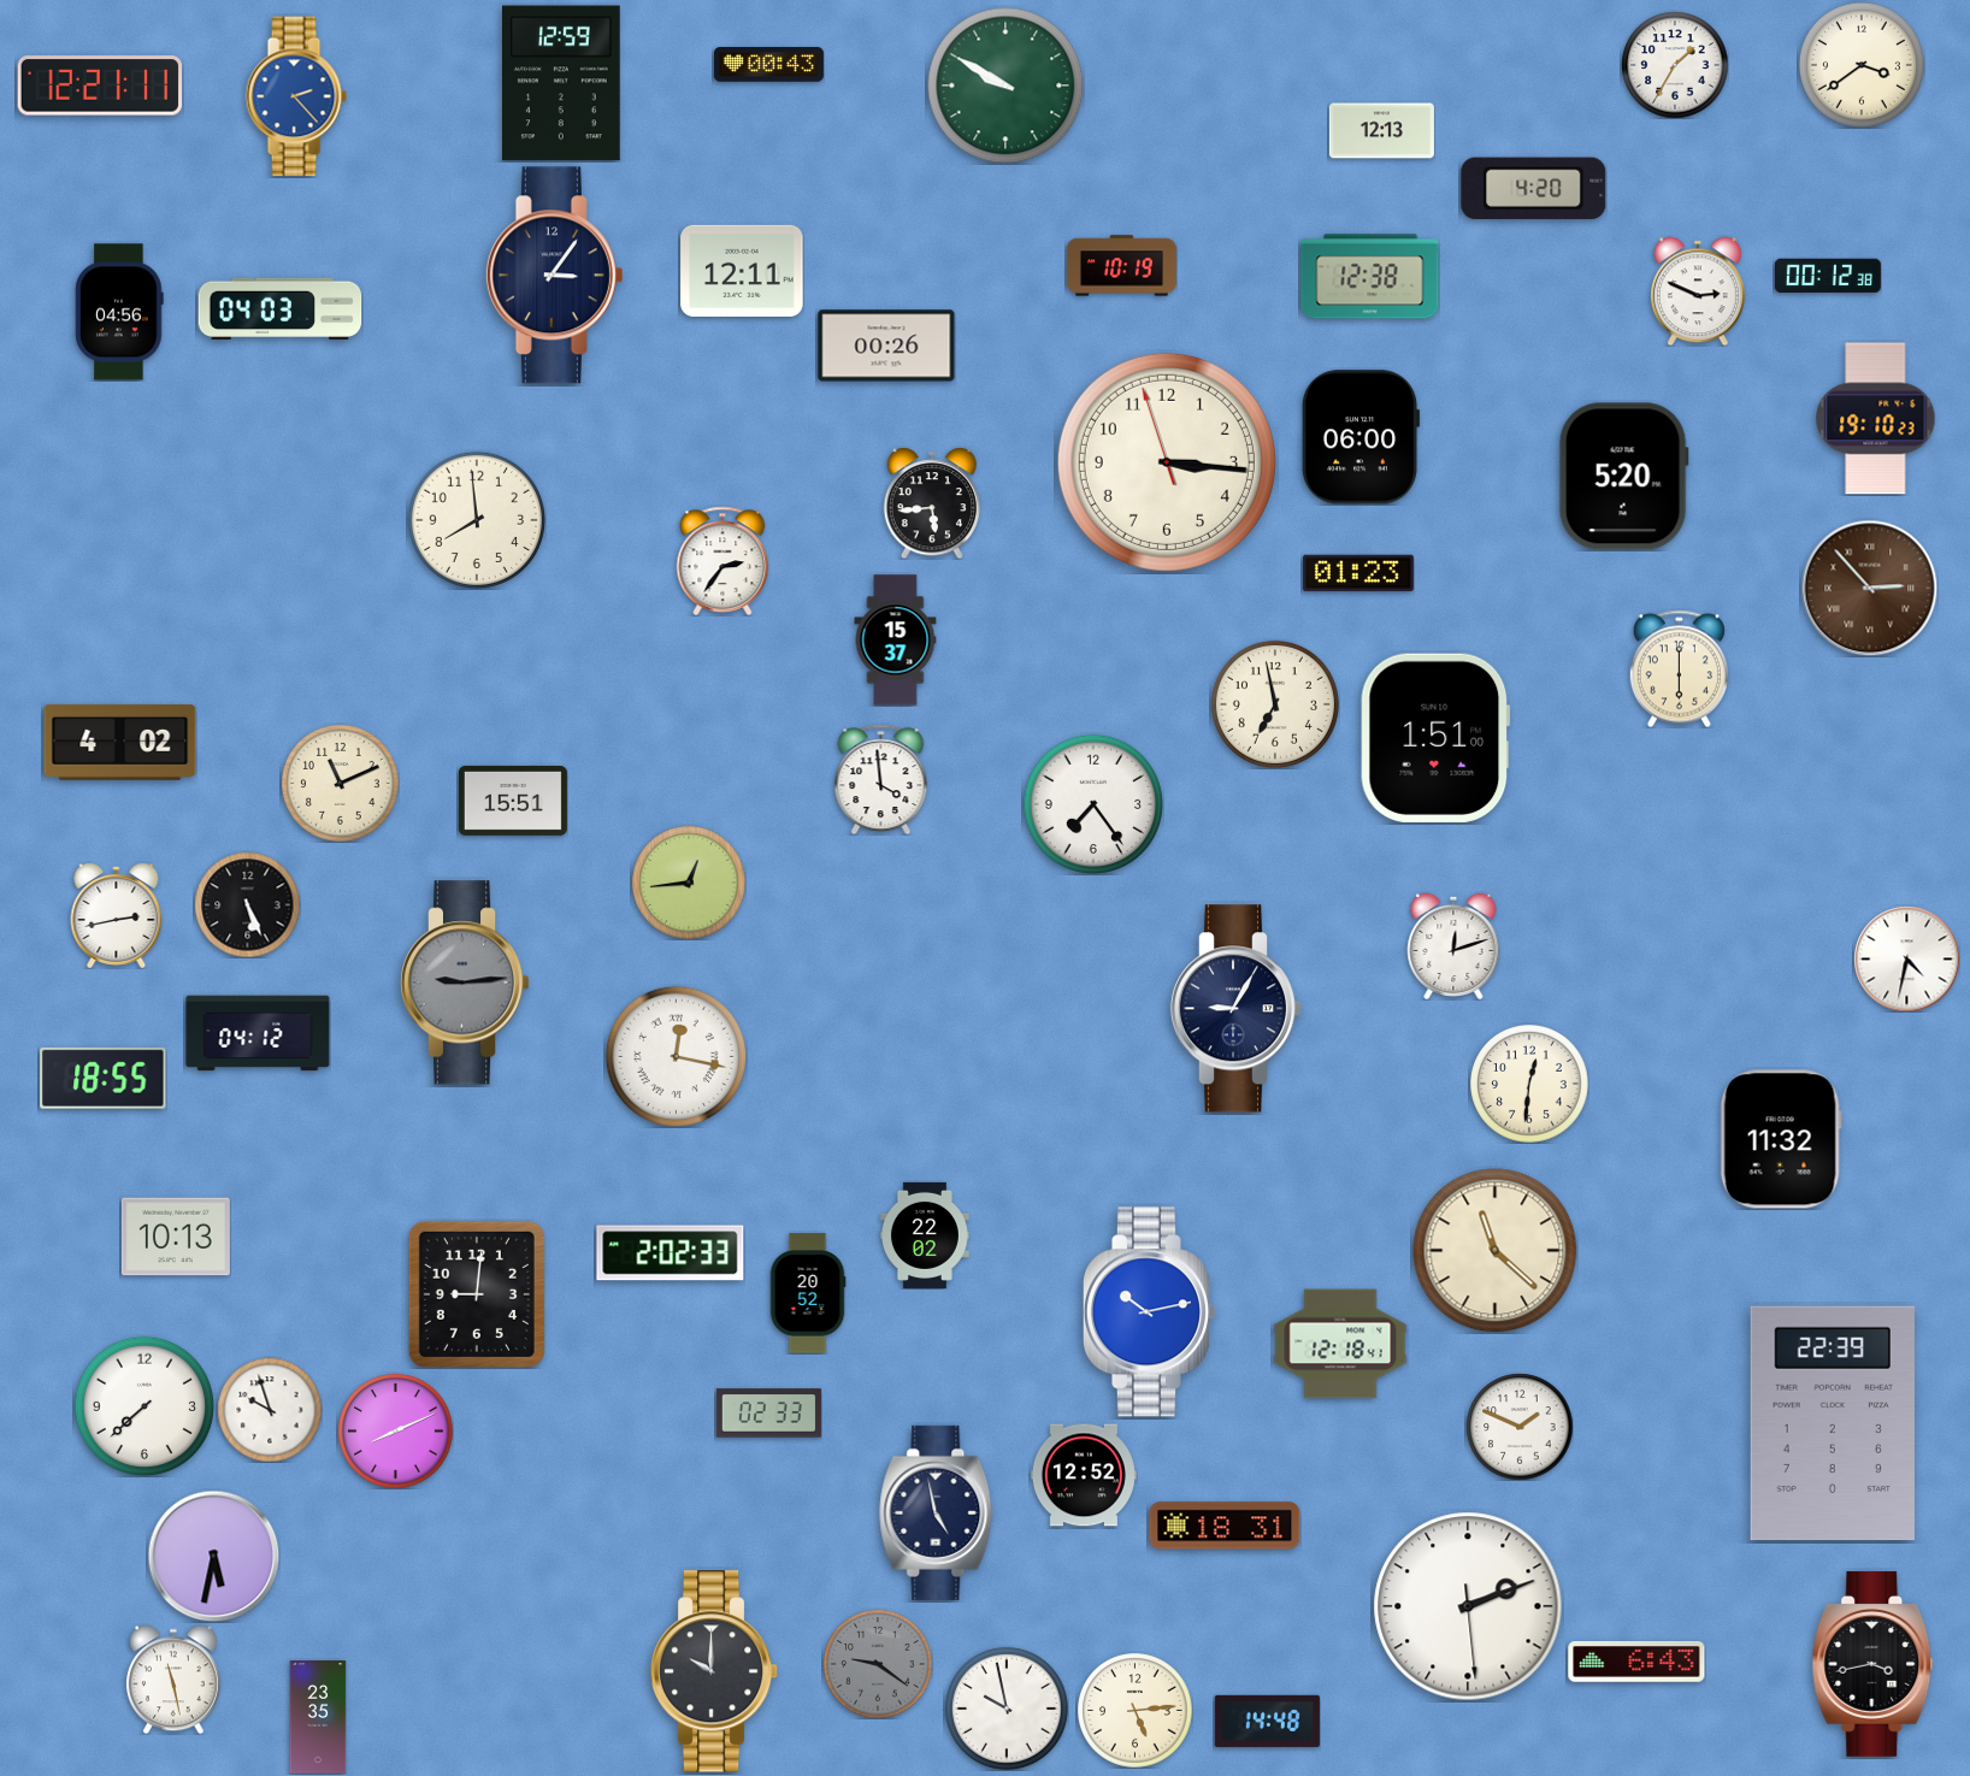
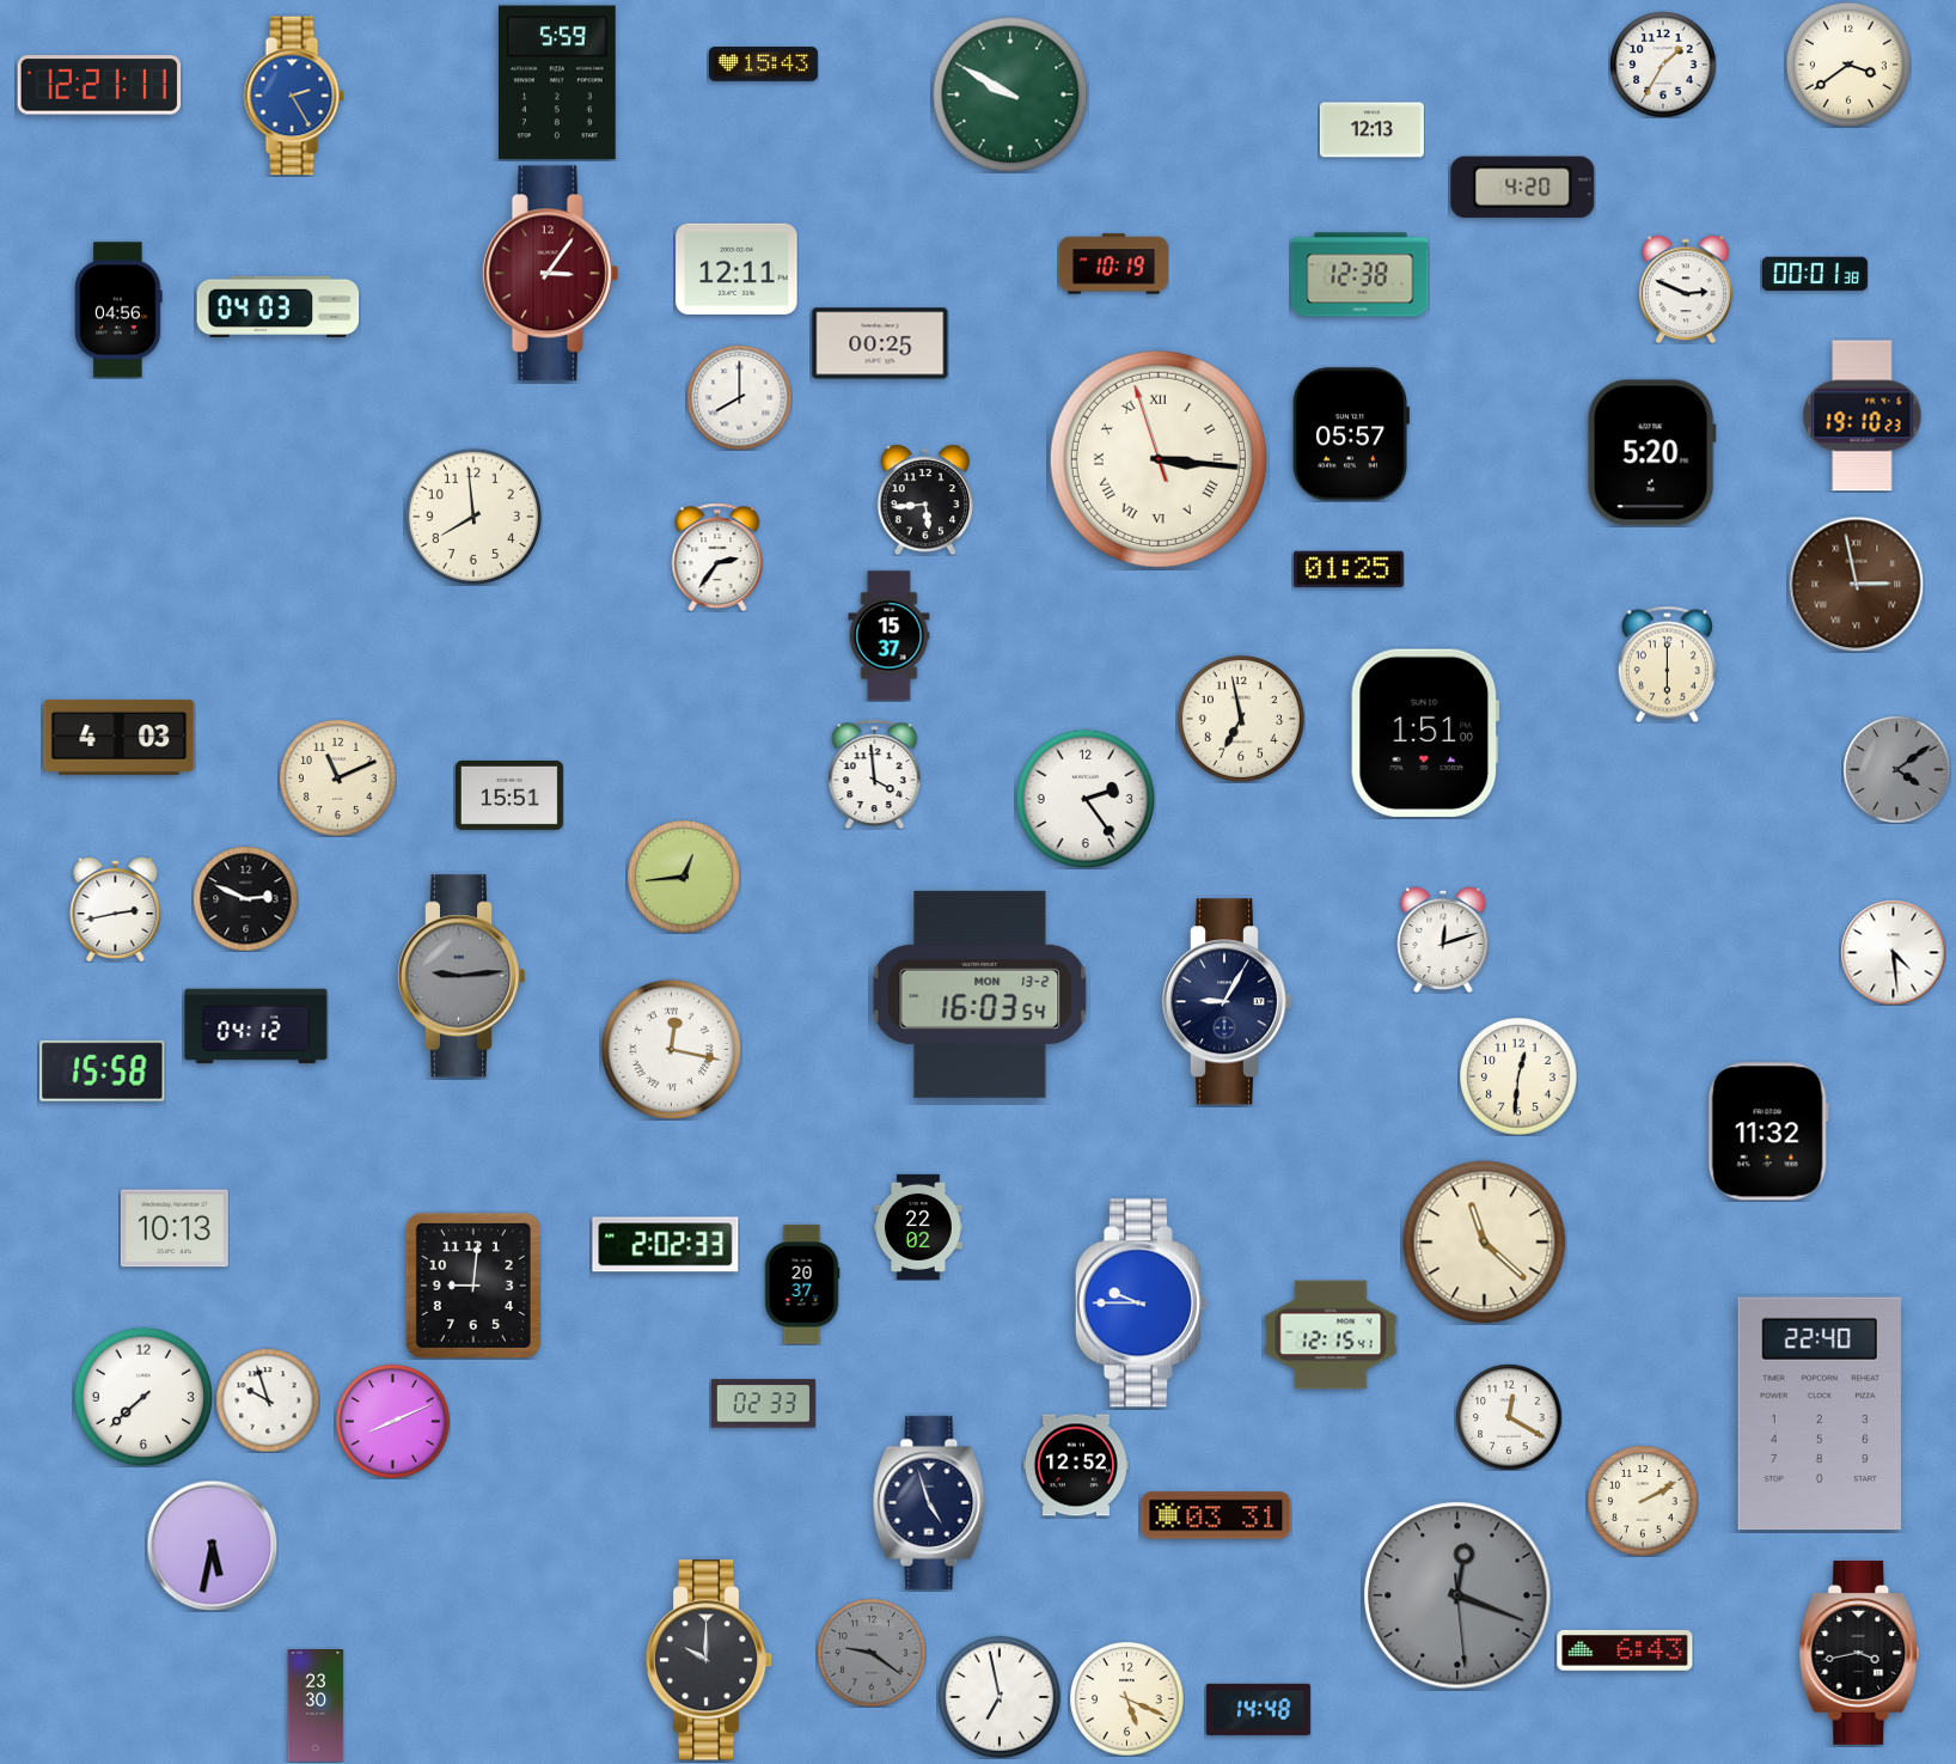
clock at (768, 65): 00:43 -> 15:43
clock at (562, 83): 12:59 -> 5:59
clock at (1005, 85) position: (1005, 85) -> (1010, 94)
clock at (296, 96): 2:23 -> 2:25
clock at (554, 276) dial: navy -> burgundy
clock at (1828, 276): 00:12 -> 00:01
clock at (886, 346): 00:26 -> 00:25
clock at (739, 397): none -> 8:00
clock at (1361, 437): 06:00 -> 05:57
clock at (1167, 462) numerals: Arabic -> Roman
clock at (1623, 477) position: (1623, 477) -> (1651, 453)
clock at (1358, 573): 01:23 -> 01:25
clock at (1869, 588): 2:53 -> 2:58
clock at (1275, 704) position: (1275, 704) -> (1241, 719)
clock at (120, 742): 4:02 -> 4:03
clock at (1896, 769): none -> 4:09
clock at (1092, 803): 7:24 -> 2:24
clock at (247, 904): 5:26 -> 2:49
clock at (1906, 958): 4:32 -> 4:29
clock at (980, 994): none -> 16:03
clock at (104, 1078): 18:55 -> 15:58
clock at (808, 1293): 20:52 -> 20:37
clock at (1149, 1312): 10:13 -> 9:45
clock at (1340, 1344): 12:18 -> 12:15
clock at (1833, 1423): 22:39 -> 22:40
clock at (1520, 1427): 1:49 -> 12:20
clock at (1643, 1501): none -> 2:10
clock at (937, 1512): 4:58 -> 4:57
clock at (1225, 1526): 18:31 -> 03:31
clock at (1468, 1606): 2:11 -> 12:18
clock at (1468, 1606) dial: white -> grey
clock at (173, 1680): 11:28 -> none
clock at (1007, 1709): 9:58 -> 6:58
clock at (1134, 1710): 5:14 -> 5:19
clock at (318, 1718): 23:35 -> 23:30
